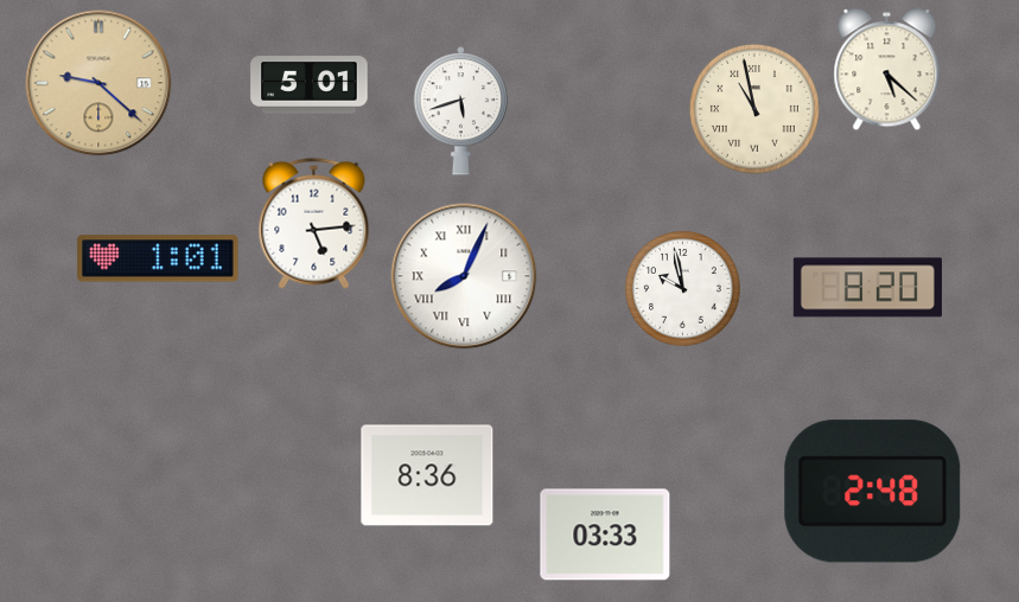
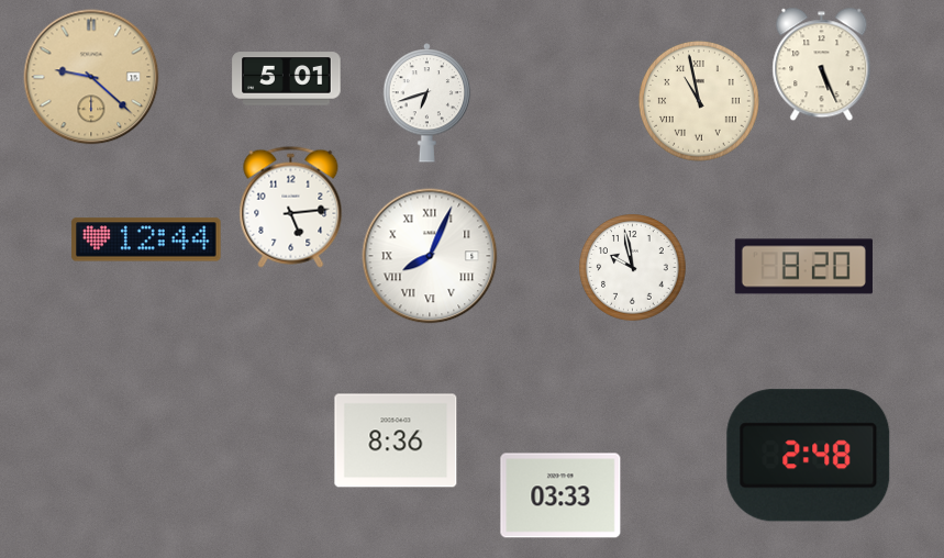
clock at (887, 70): 5:22 -> 5:26
clock at (461, 111): 5:42 -> 6:42
clock at (158, 258): 1:01 -> 12:44
